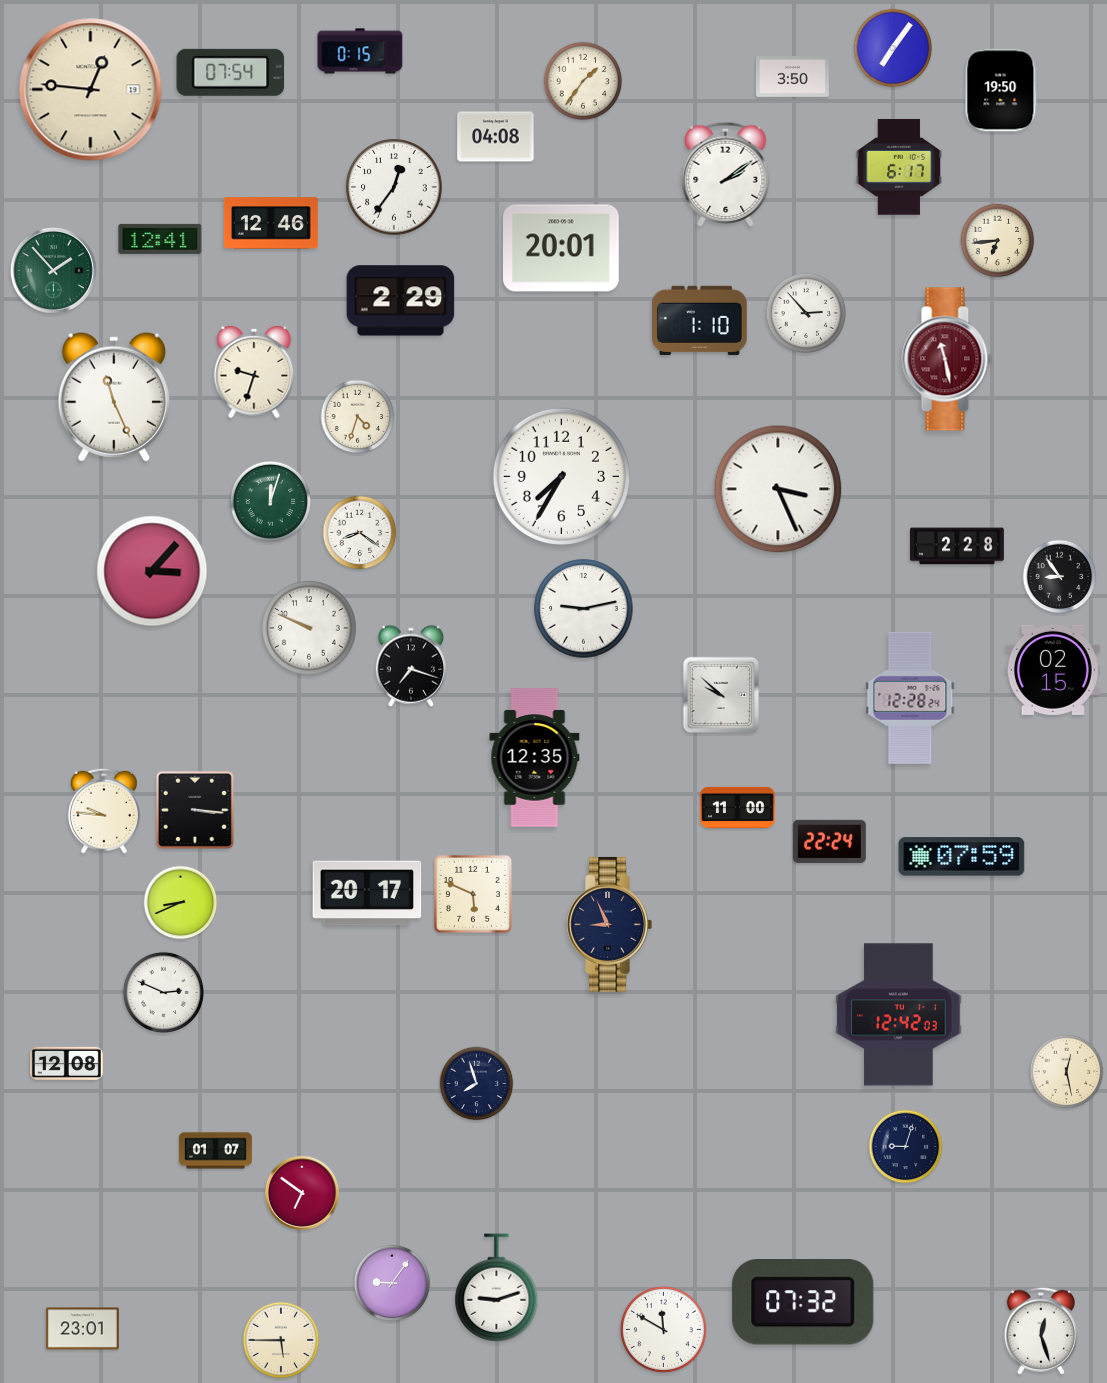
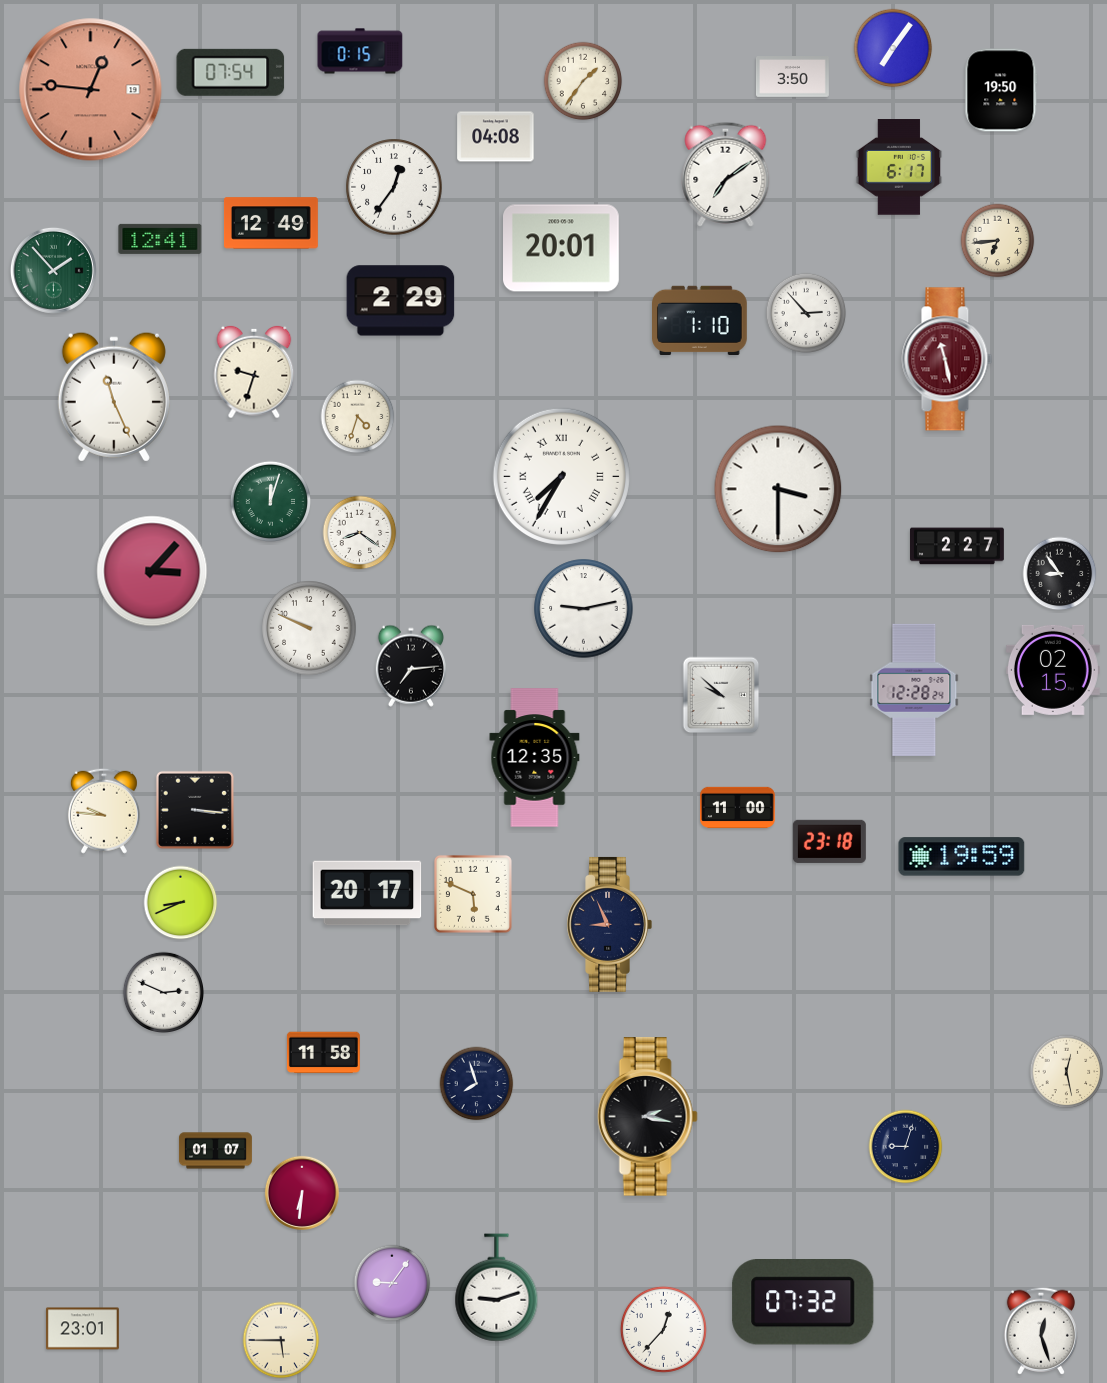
clock at (91, 90) dial: cream -> salmon
clock at (726, 174): 2:09 -> 7:09
clock at (271, 223): 12:46 -> 12:49
clock at (561, 476) numerals: Arabic -> Roman
clock at (778, 489): 3:26 -> 3:30
clock at (957, 546): 2:28 -> 2:27
clock at (1060, 577) position: (1060, 577) -> (1060, 574)
clock at (411, 666): 7:18 -> 7:14
clock at (910, 698) position: (910, 698) -> (914, 690)
clock at (829, 841): 22:24 -> 23:18
clock at (962, 857): 07:59 -> 19:59
clock at (899, 1015): 12:42 -> none
clock at (323, 1053): none -> 11:58
clock at (66, 1064): 12:08 -> none
clock at (647, 1117): none -> 2:17
clock at (302, 1193): 6:51 -> 6:31
clock at (663, 1329): 11:50 -> 12:37
